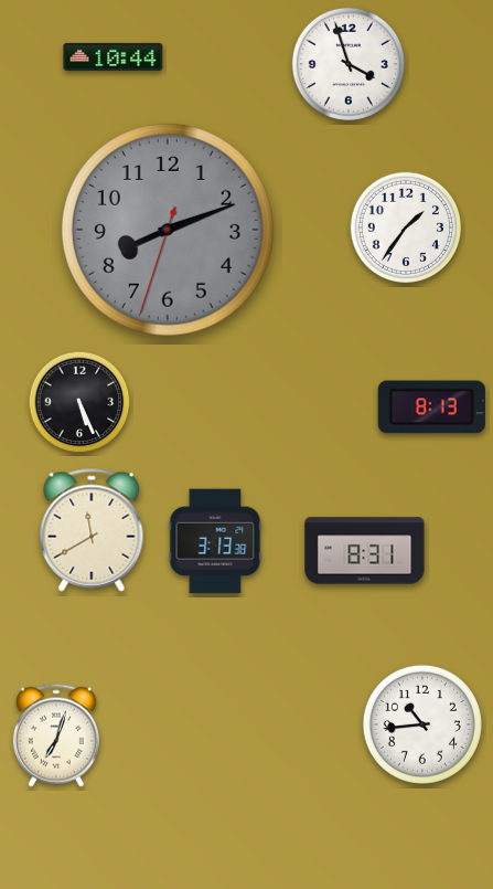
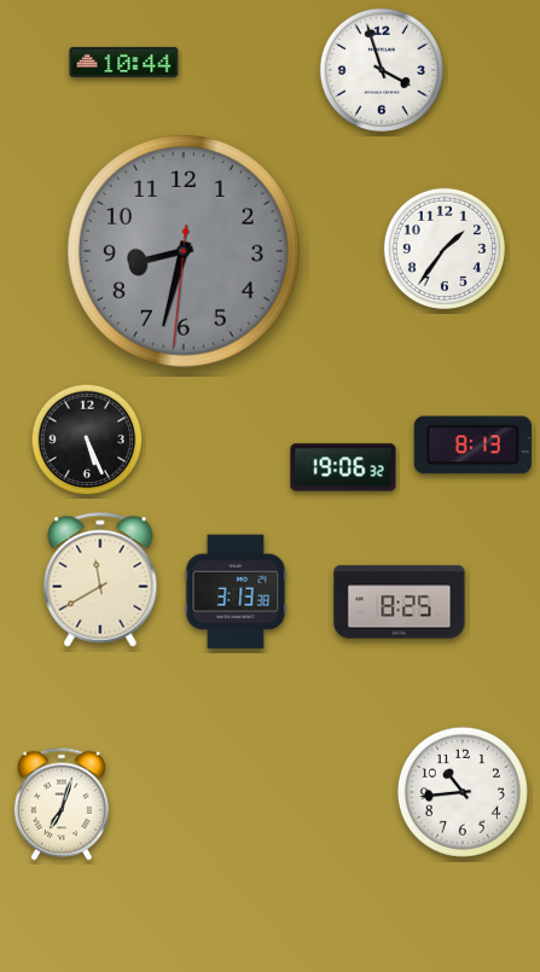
clock at (168, 230): 8:11 -> 8:32
clock at (343, 467): none -> 19:06
clock at (365, 551): 8:31 -> 8:25
